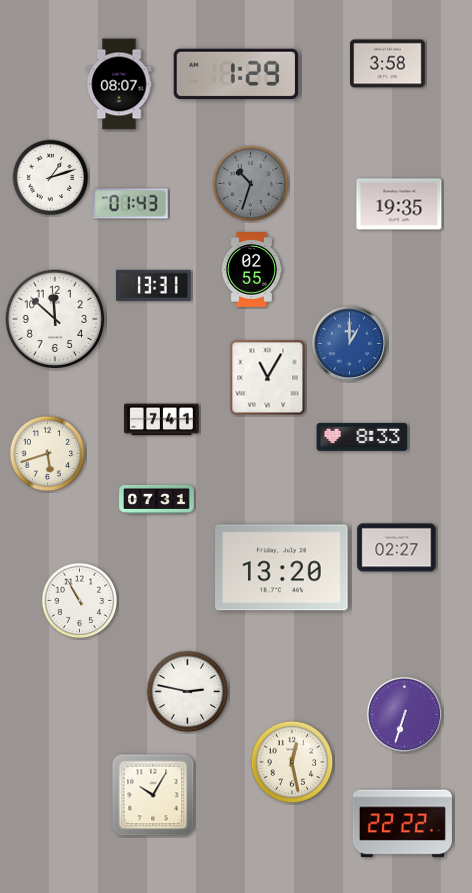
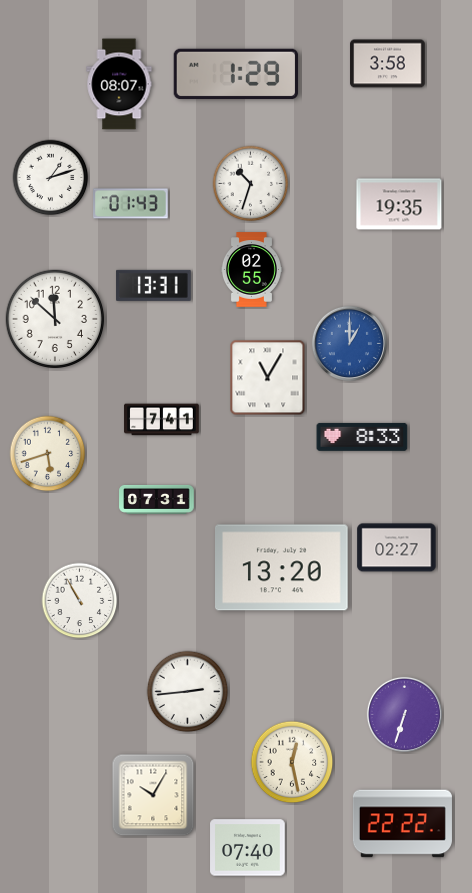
clock at (251, 184) dial: grey -> white
clock at (188, 692): 2:47 -> 2:44
clock at (248, 848): none -> 07:40
